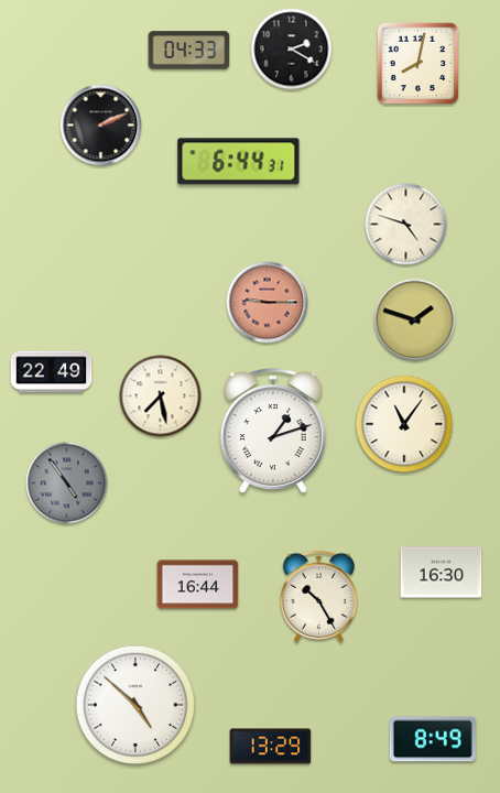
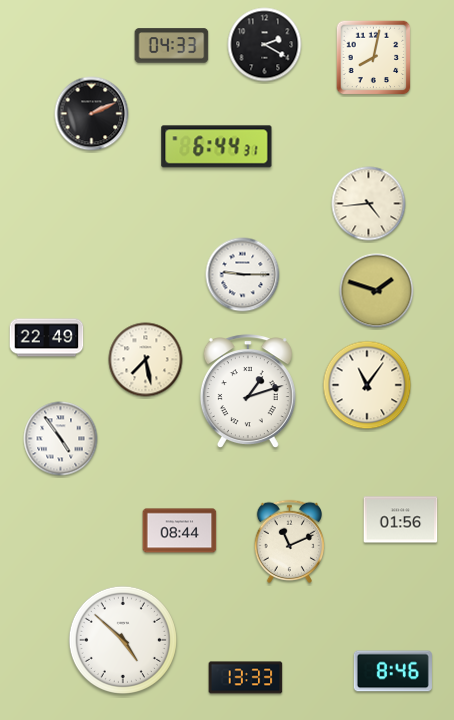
clock at (419, 64) position: (419, 64) -> (374, 58)
clock at (406, 225): 4:48 -> 4:44
clock at (268, 303) dial: salmon -> white
clock at (67, 484) dial: grey -> white
clock at (442, 573): 16:30 -> 01:56
clock at (198, 585): 16:44 -> 08:44
clock at (318, 596): 10:25 -> 11:11
clock at (433, 739): 8:49 -> 8:46
clock at (271, 747): 13:29 -> 13:33
